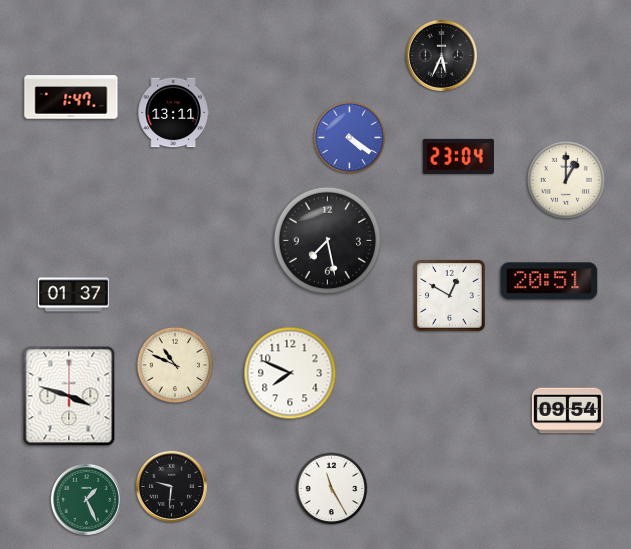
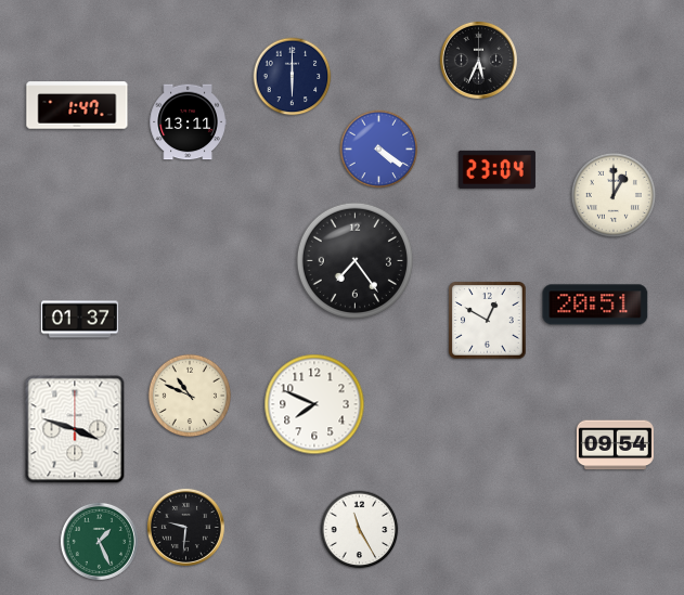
clock at (293, 77): none -> 6:00
clock at (327, 240): 7:28 -> 7:24
clock at (86, 499) position: (86, 499) -> (99, 541)
